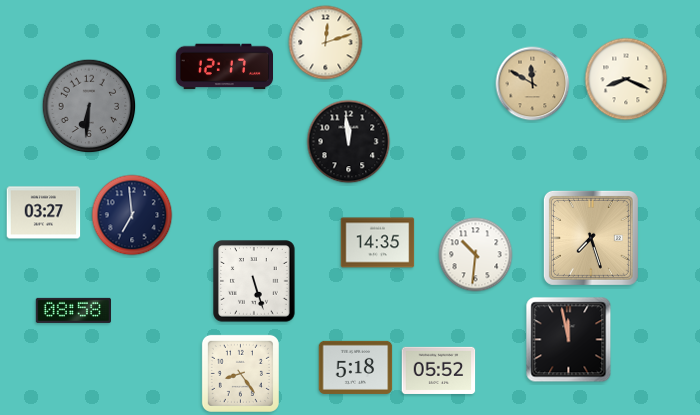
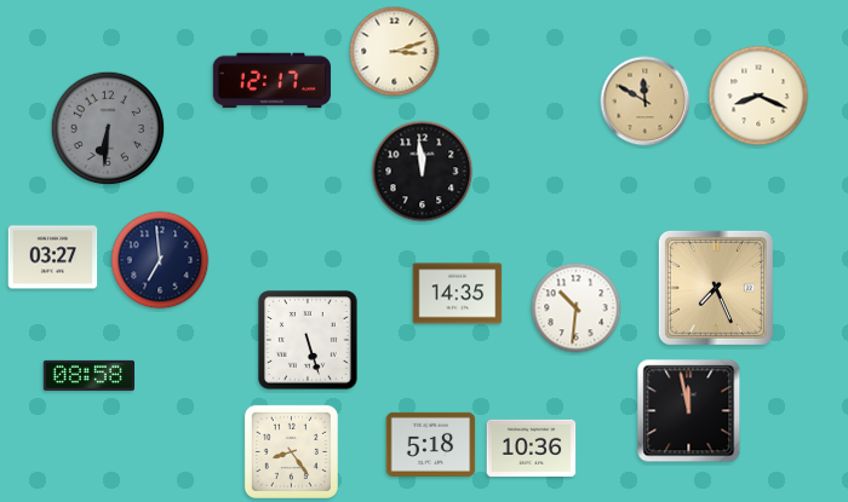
clock at (326, 43): 12:12 -> 3:12
clock at (591, 238): 7:27 -> 7:26
clock at (439, 370): 05:52 -> 10:36
